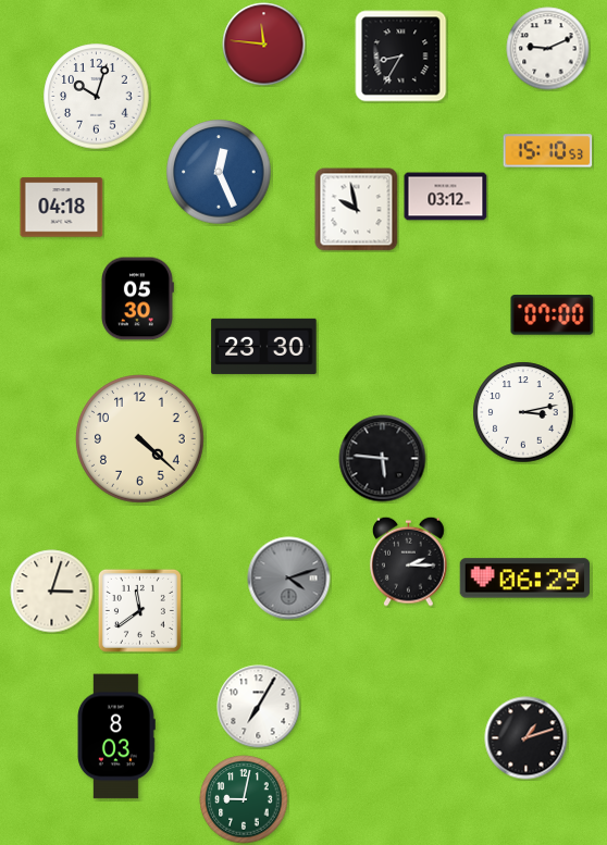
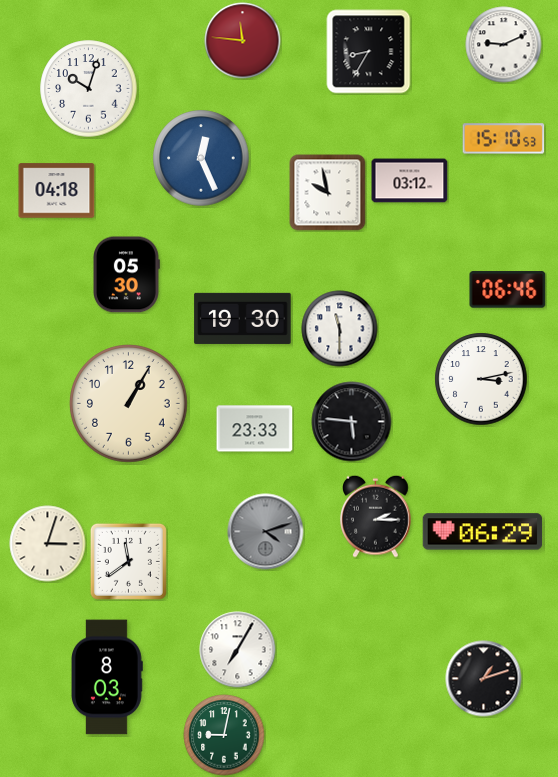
clock at (553, 315): 07:00 -> 06:46
clock at (264, 346): 23:30 -> 19:30
clock at (340, 329): none -> 11:30
clock at (140, 439): 4:22 -> 1:05
clock at (255, 429): none -> 23:33
